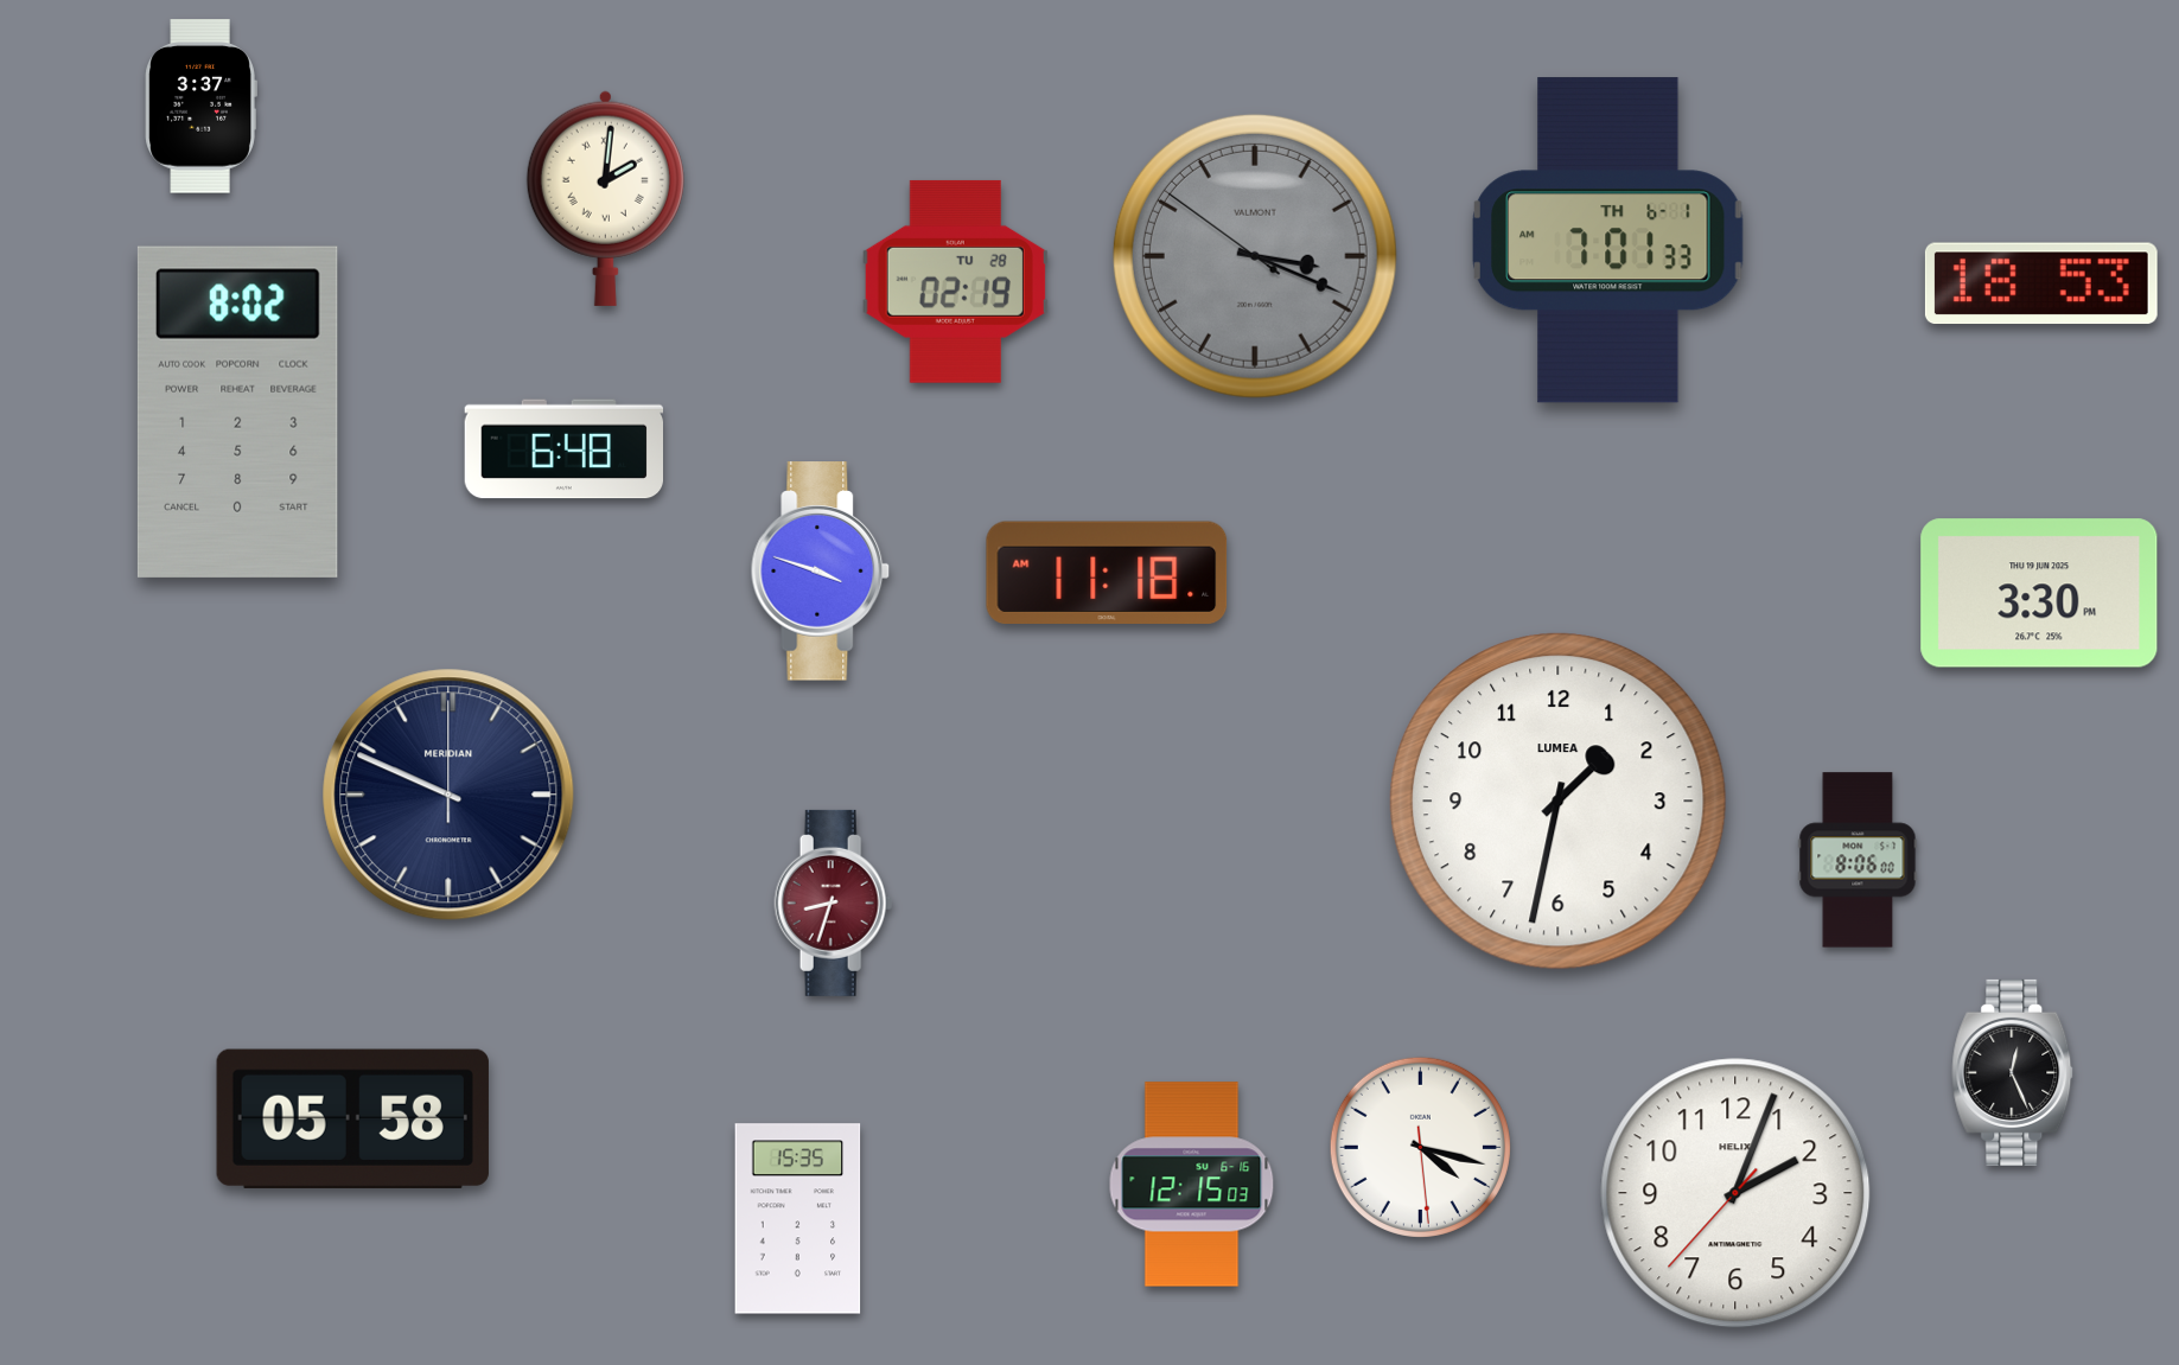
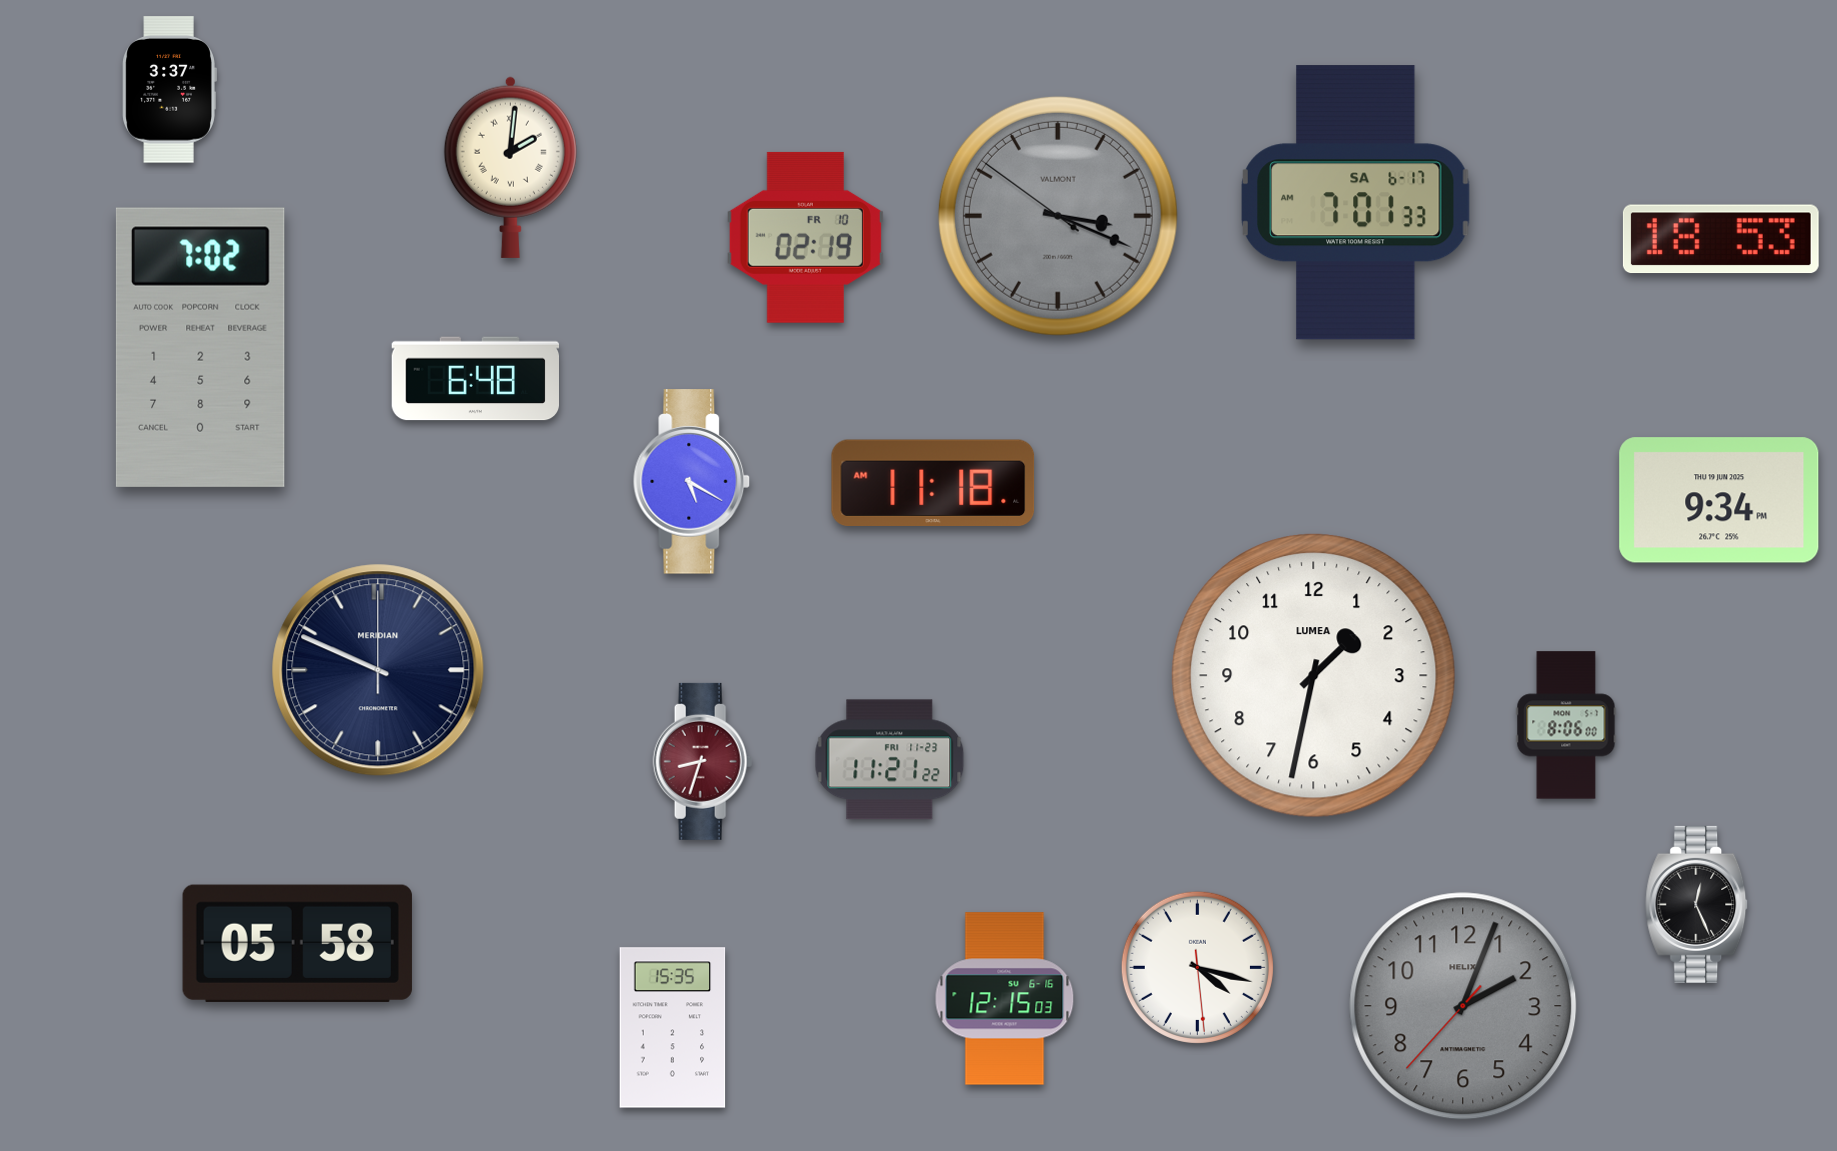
clock at (1607, 241) date: TH 6-1 -> SA 6-17
clock at (955, 281) date: TU 28 -> FR 10
clock at (237, 412): 8:02 -> 7:02
clock at (821, 572): 3:48 -> 5:20
clock at (2039, 593): 3:30 -> 9:34
clock at (890, 760): none -> 11:21
clock at (1735, 1193) dial: white -> grey
